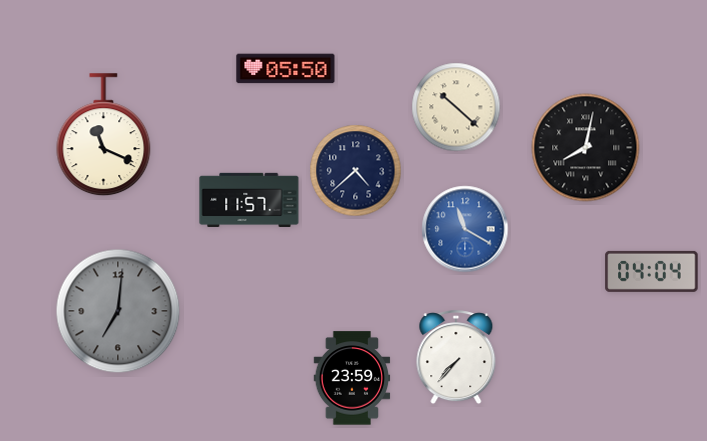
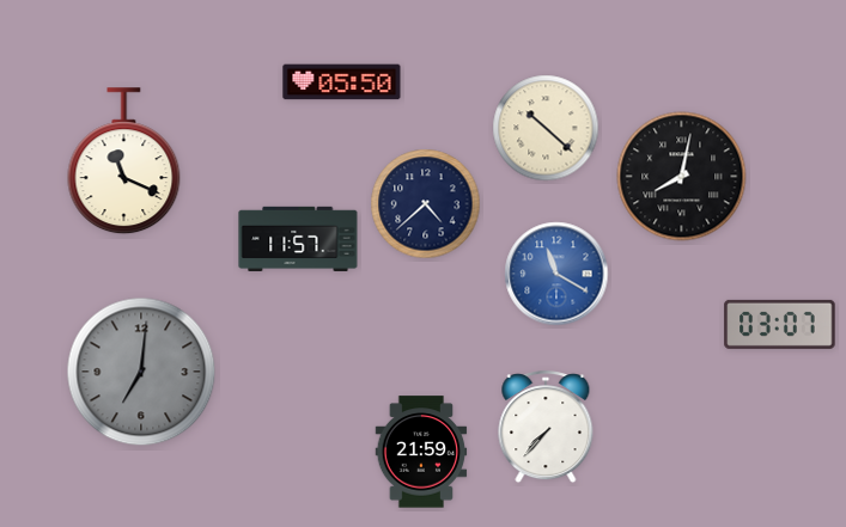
clock at (586, 148) position: (586, 148) -> (682, 177)
clock at (652, 271): 04:04 -> 03:07
clock at (352, 378): 23:59 -> 21:59
